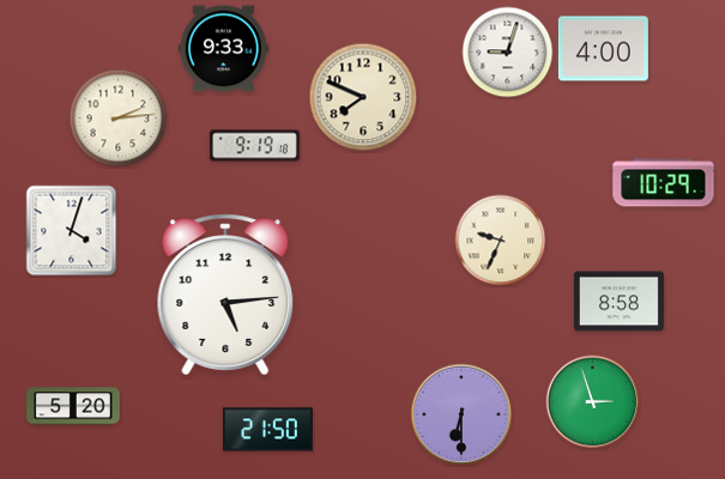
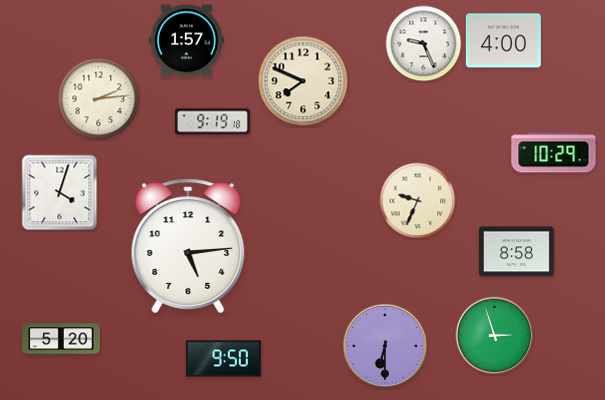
clock at (223, 49): 9:33 -> 1:57
clock at (508, 53): 9:03 -> 9:26
clock at (267, 430): 21:50 -> 9:50
